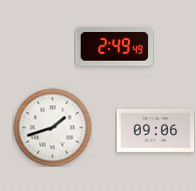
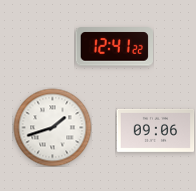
clock at (114, 47): 2:49 -> 12:41
